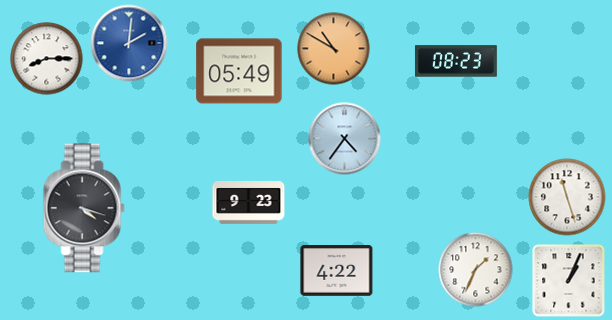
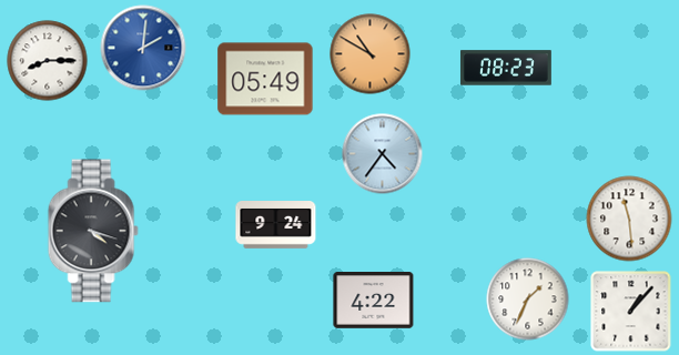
clock at (47, 59) position: (47, 59) -> (48, 61)
clock at (567, 197): 11:27 -> 11:29
clock at (249, 203): 9:23 -> 9:24
clock at (569, 281): 1:04 -> 1:07
